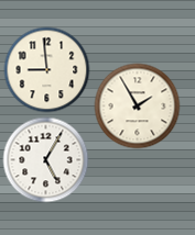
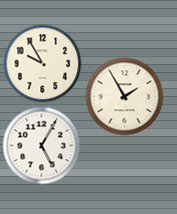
clock at (46, 69): 8:59 -> 9:55
